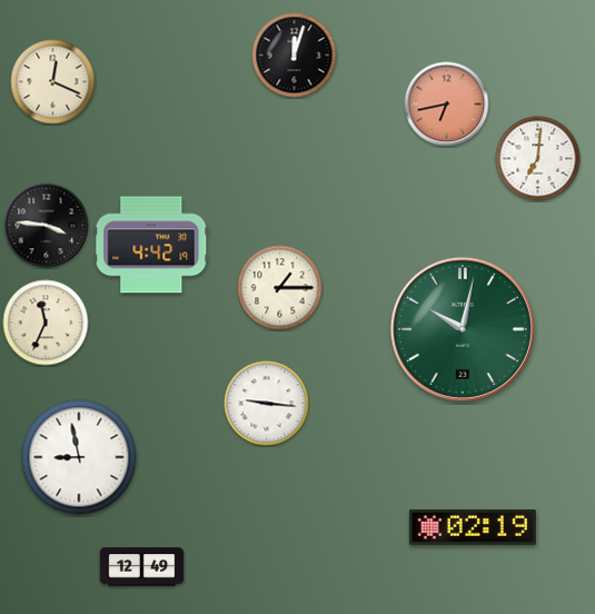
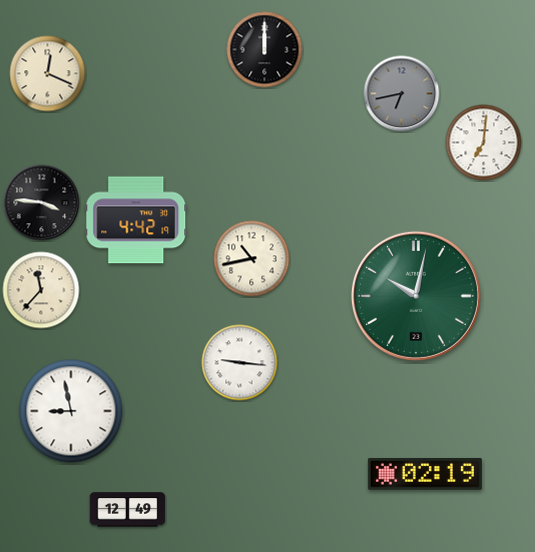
clock at (295, 56): 12:03 -> 12:00
clock at (447, 105) dial: salmon -> grey
clock at (280, 288): 1:15 -> 10:43
clock at (46, 323): 11:34 -> 11:37
